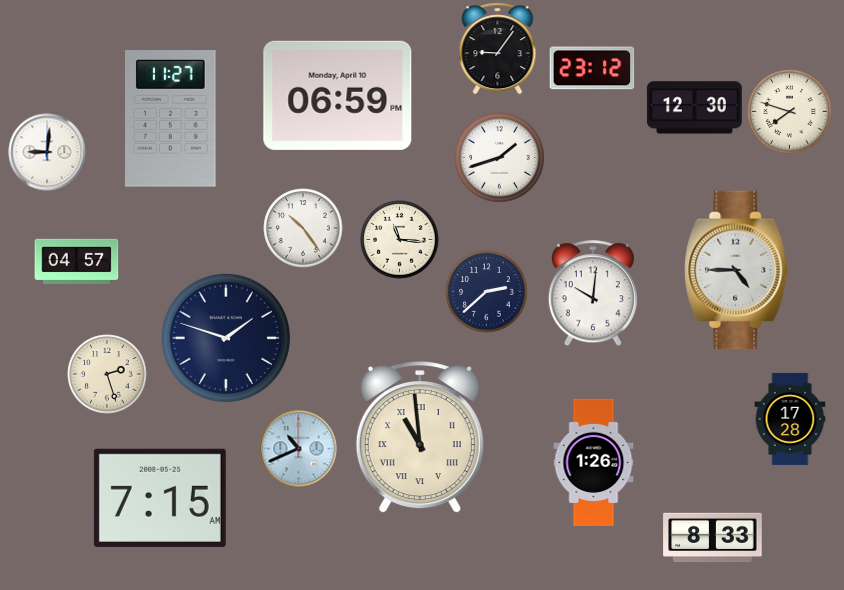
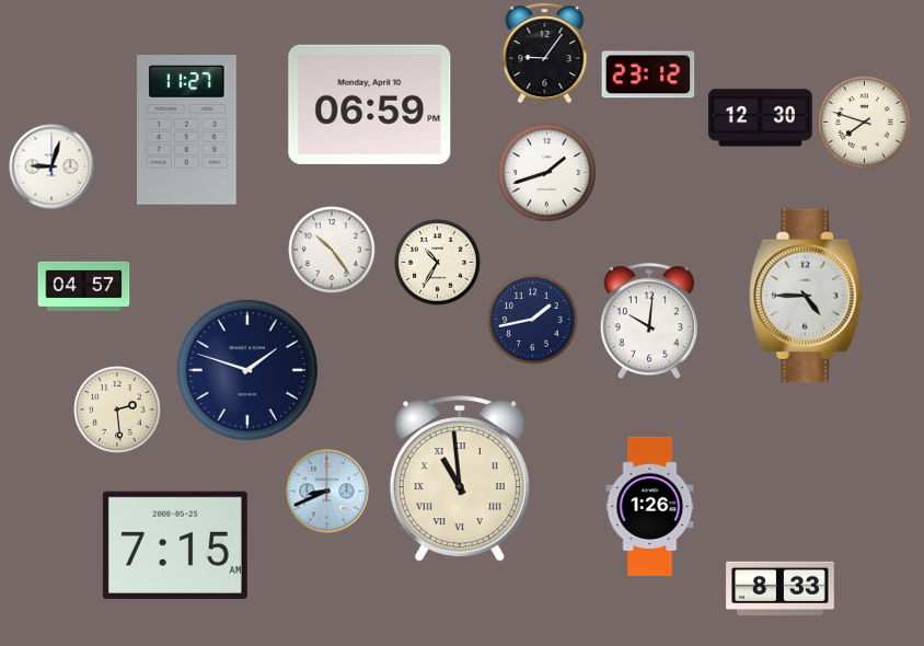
clock at (47, 152): 9:01 -> 9:03
clock at (400, 240): 11:16 -> 10:35
clock at (487, 292): 2:38 -> 1:43
clock at (107, 374): 2:27 -> 2:29
clock at (790, 419): 17:28 -> none
clock at (299, 449): 10:41 -> 8:41
